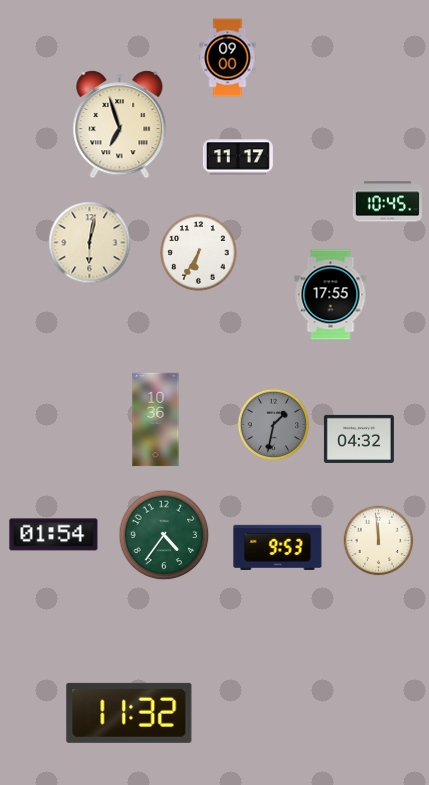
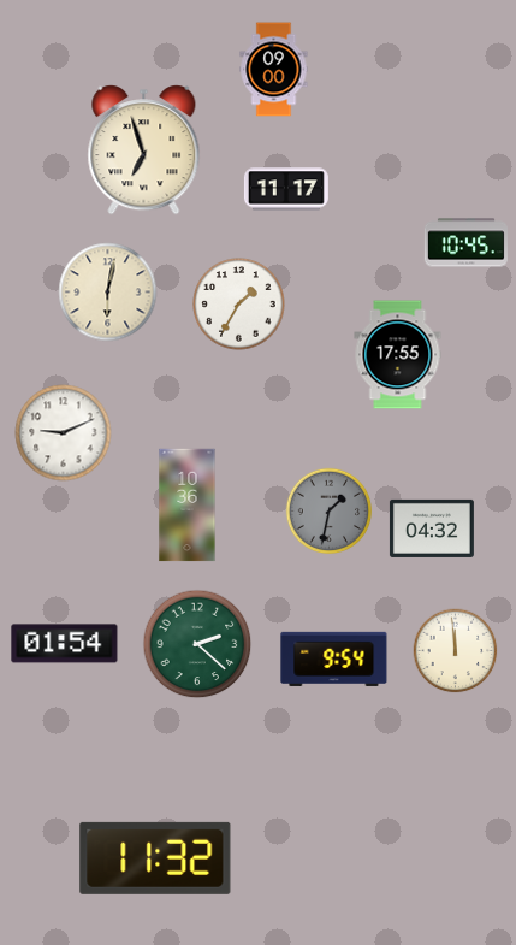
clock at (199, 253): 6:35 -> 1:35
clock at (64, 433): none -> 9:11
clock at (164, 535): 4:36 -> 2:22
clock at (278, 547): 9:53 -> 9:54
